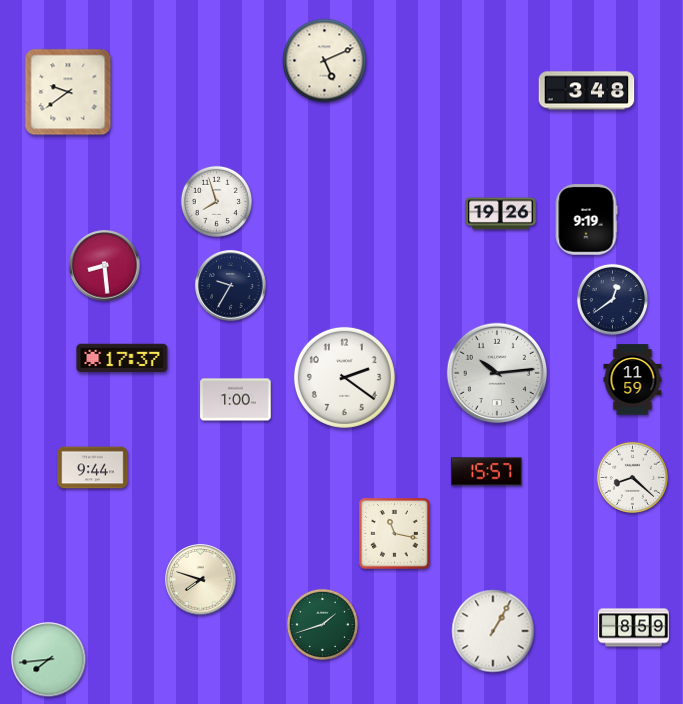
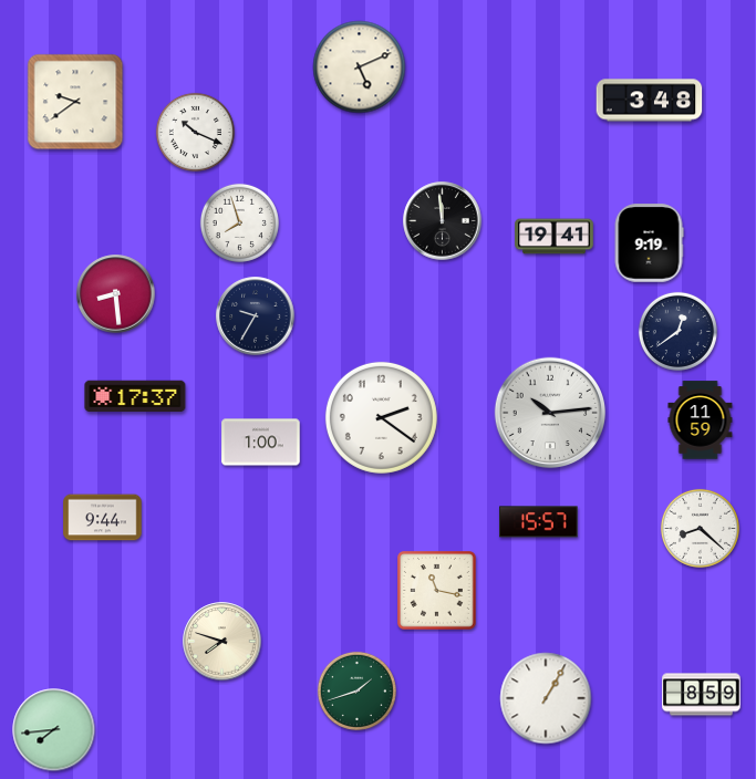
clock at (195, 132): none -> 10:19
clock at (443, 221): none -> 11:59
clock at (501, 214): 19:26 -> 19:41
